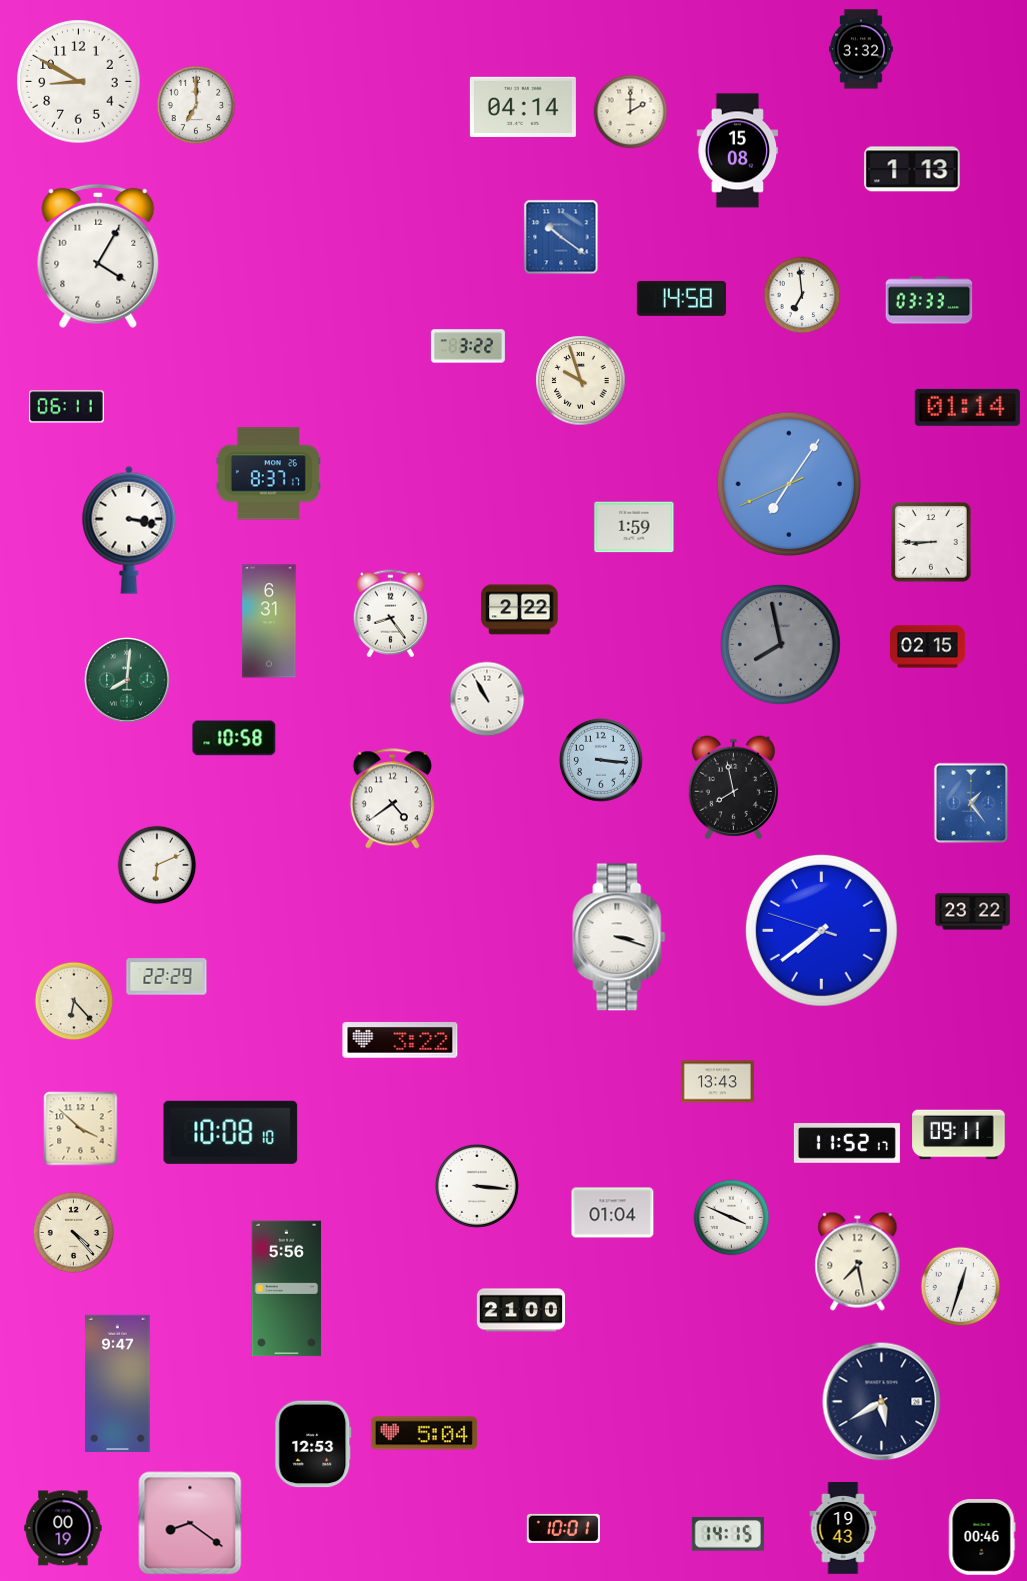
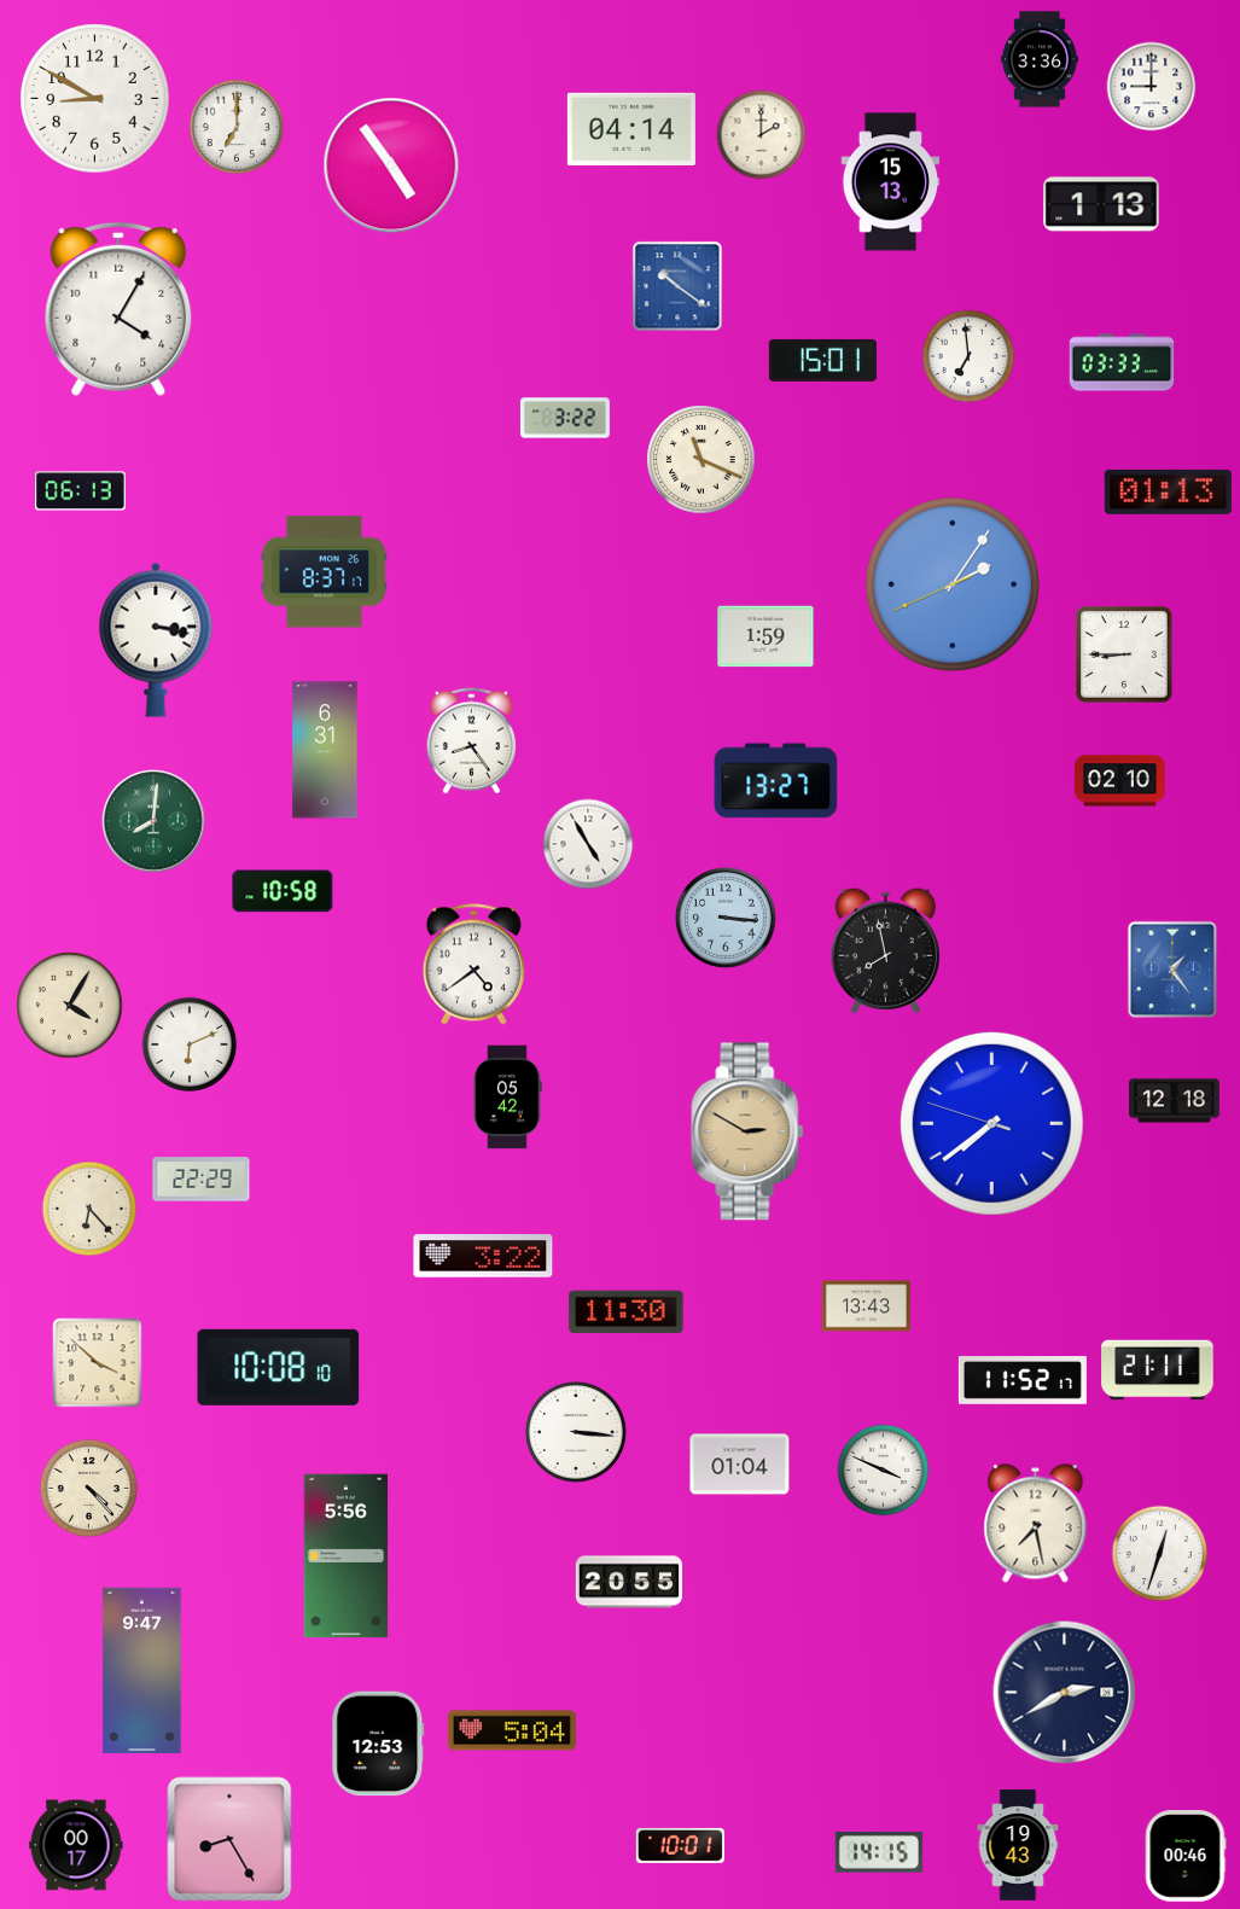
clock at (861, 49): 3:32 -> 3:36
clock at (1152, 87): none -> 9:00
clock at (391, 165): none -> 4:54
clock at (738, 151): 15:08 -> 15:13
clock at (681, 298): 14:58 -> 15:01
clock at (581, 381): 9:57 -> 11:19
clock at (67, 407): 06:11 -> 06:13
clock at (967, 407): 01:14 -> 01:13
clock at (788, 483): 7:05 -> 2:05
clock at (520, 610): 2:22 -> none
clock at (780, 644): 7:58 -> none
clock at (776, 781): none -> 13:27
clock at (928, 647): 02:15 -> 02:10
clock at (487, 699): 10:55 -> 4:55
clock at (70, 1006): none -> 4:05
clock at (507, 1098): none -> 05:42
clock at (973, 912): 23:22 -> 12:18
clock at (619, 937): 3:18 -> 2:50
clock at (619, 937) dial: white -> champagne
clock at (627, 1313): none -> 11:30
clock at (959, 1135): 09:11 -> 21:11
clock at (521, 1310): 21:00 -> 20:55
clock at (882, 1402): 5:40 -> 2:40
clock at (190, 1523): 8:21 -> 8:25
clock at (63, 1528): 00:19 -> 00:17
